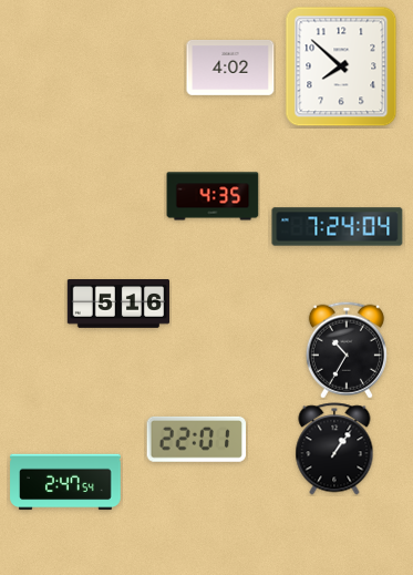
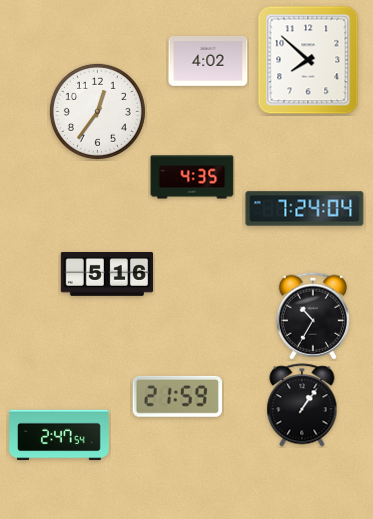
clock at (97, 111): none -> 12:36
clock at (338, 227) position: (338, 227) -> (305, 209)
clock at (196, 439): 22:01 -> 21:59
